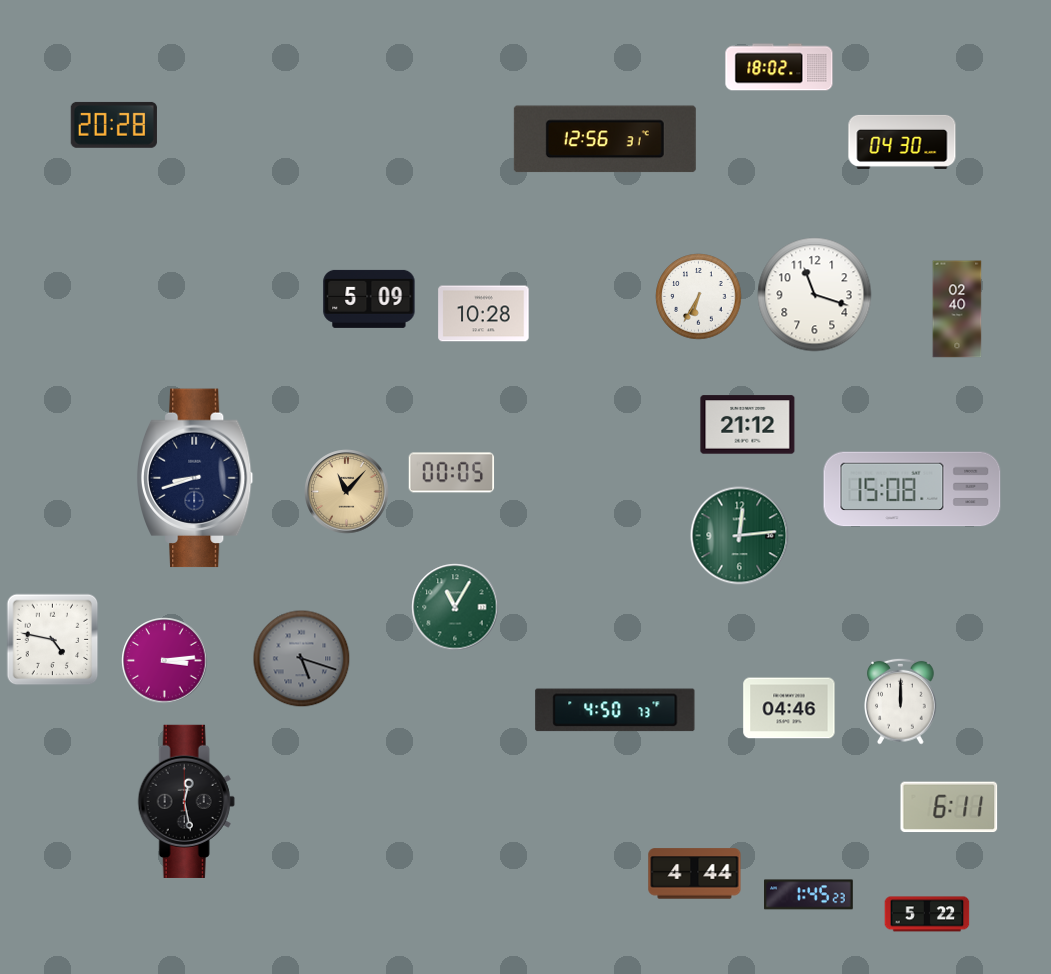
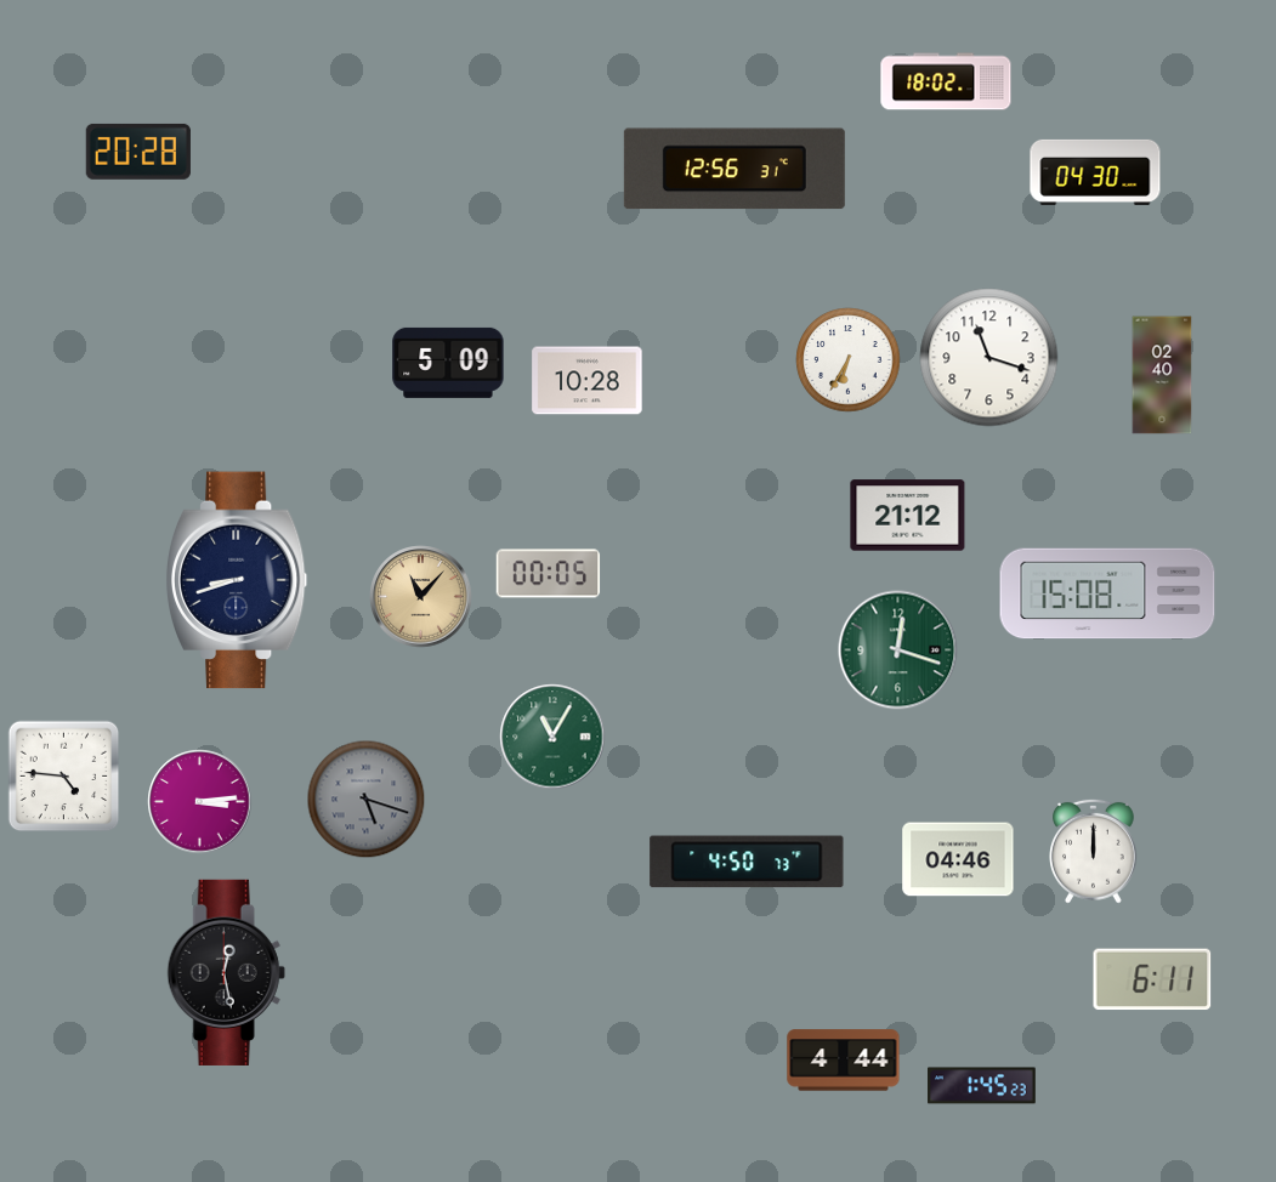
clock at (740, 536): 12:14 -> 12:18
clock at (53, 640): 4:47 -> 4:46
clock at (927, 914): 5:22 -> none
